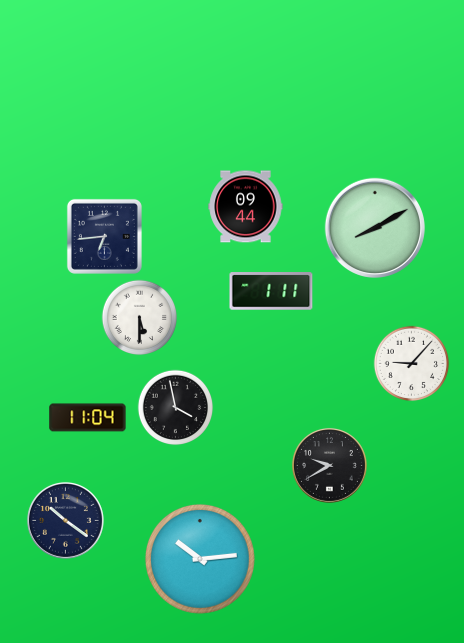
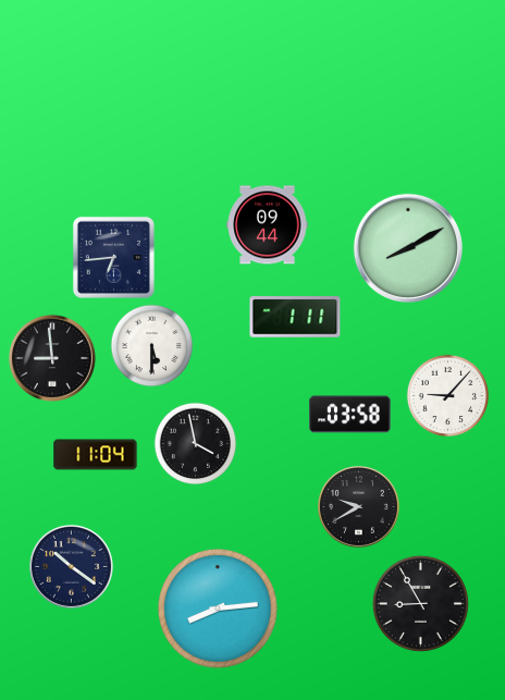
clock at (52, 358): none -> 8:59
clock at (350, 415): none -> 03:58
clock at (176, 408) position: (176, 408) -> (196, 444)
clock at (420, 603): none -> 8:55
clock at (200, 559): 10:14 -> 8:14
